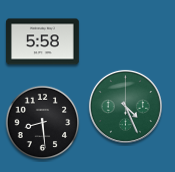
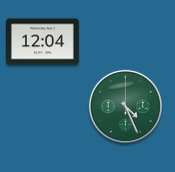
clock at (43, 42): 5:58 -> 12:04
clock at (43, 123): 8:29 -> none
